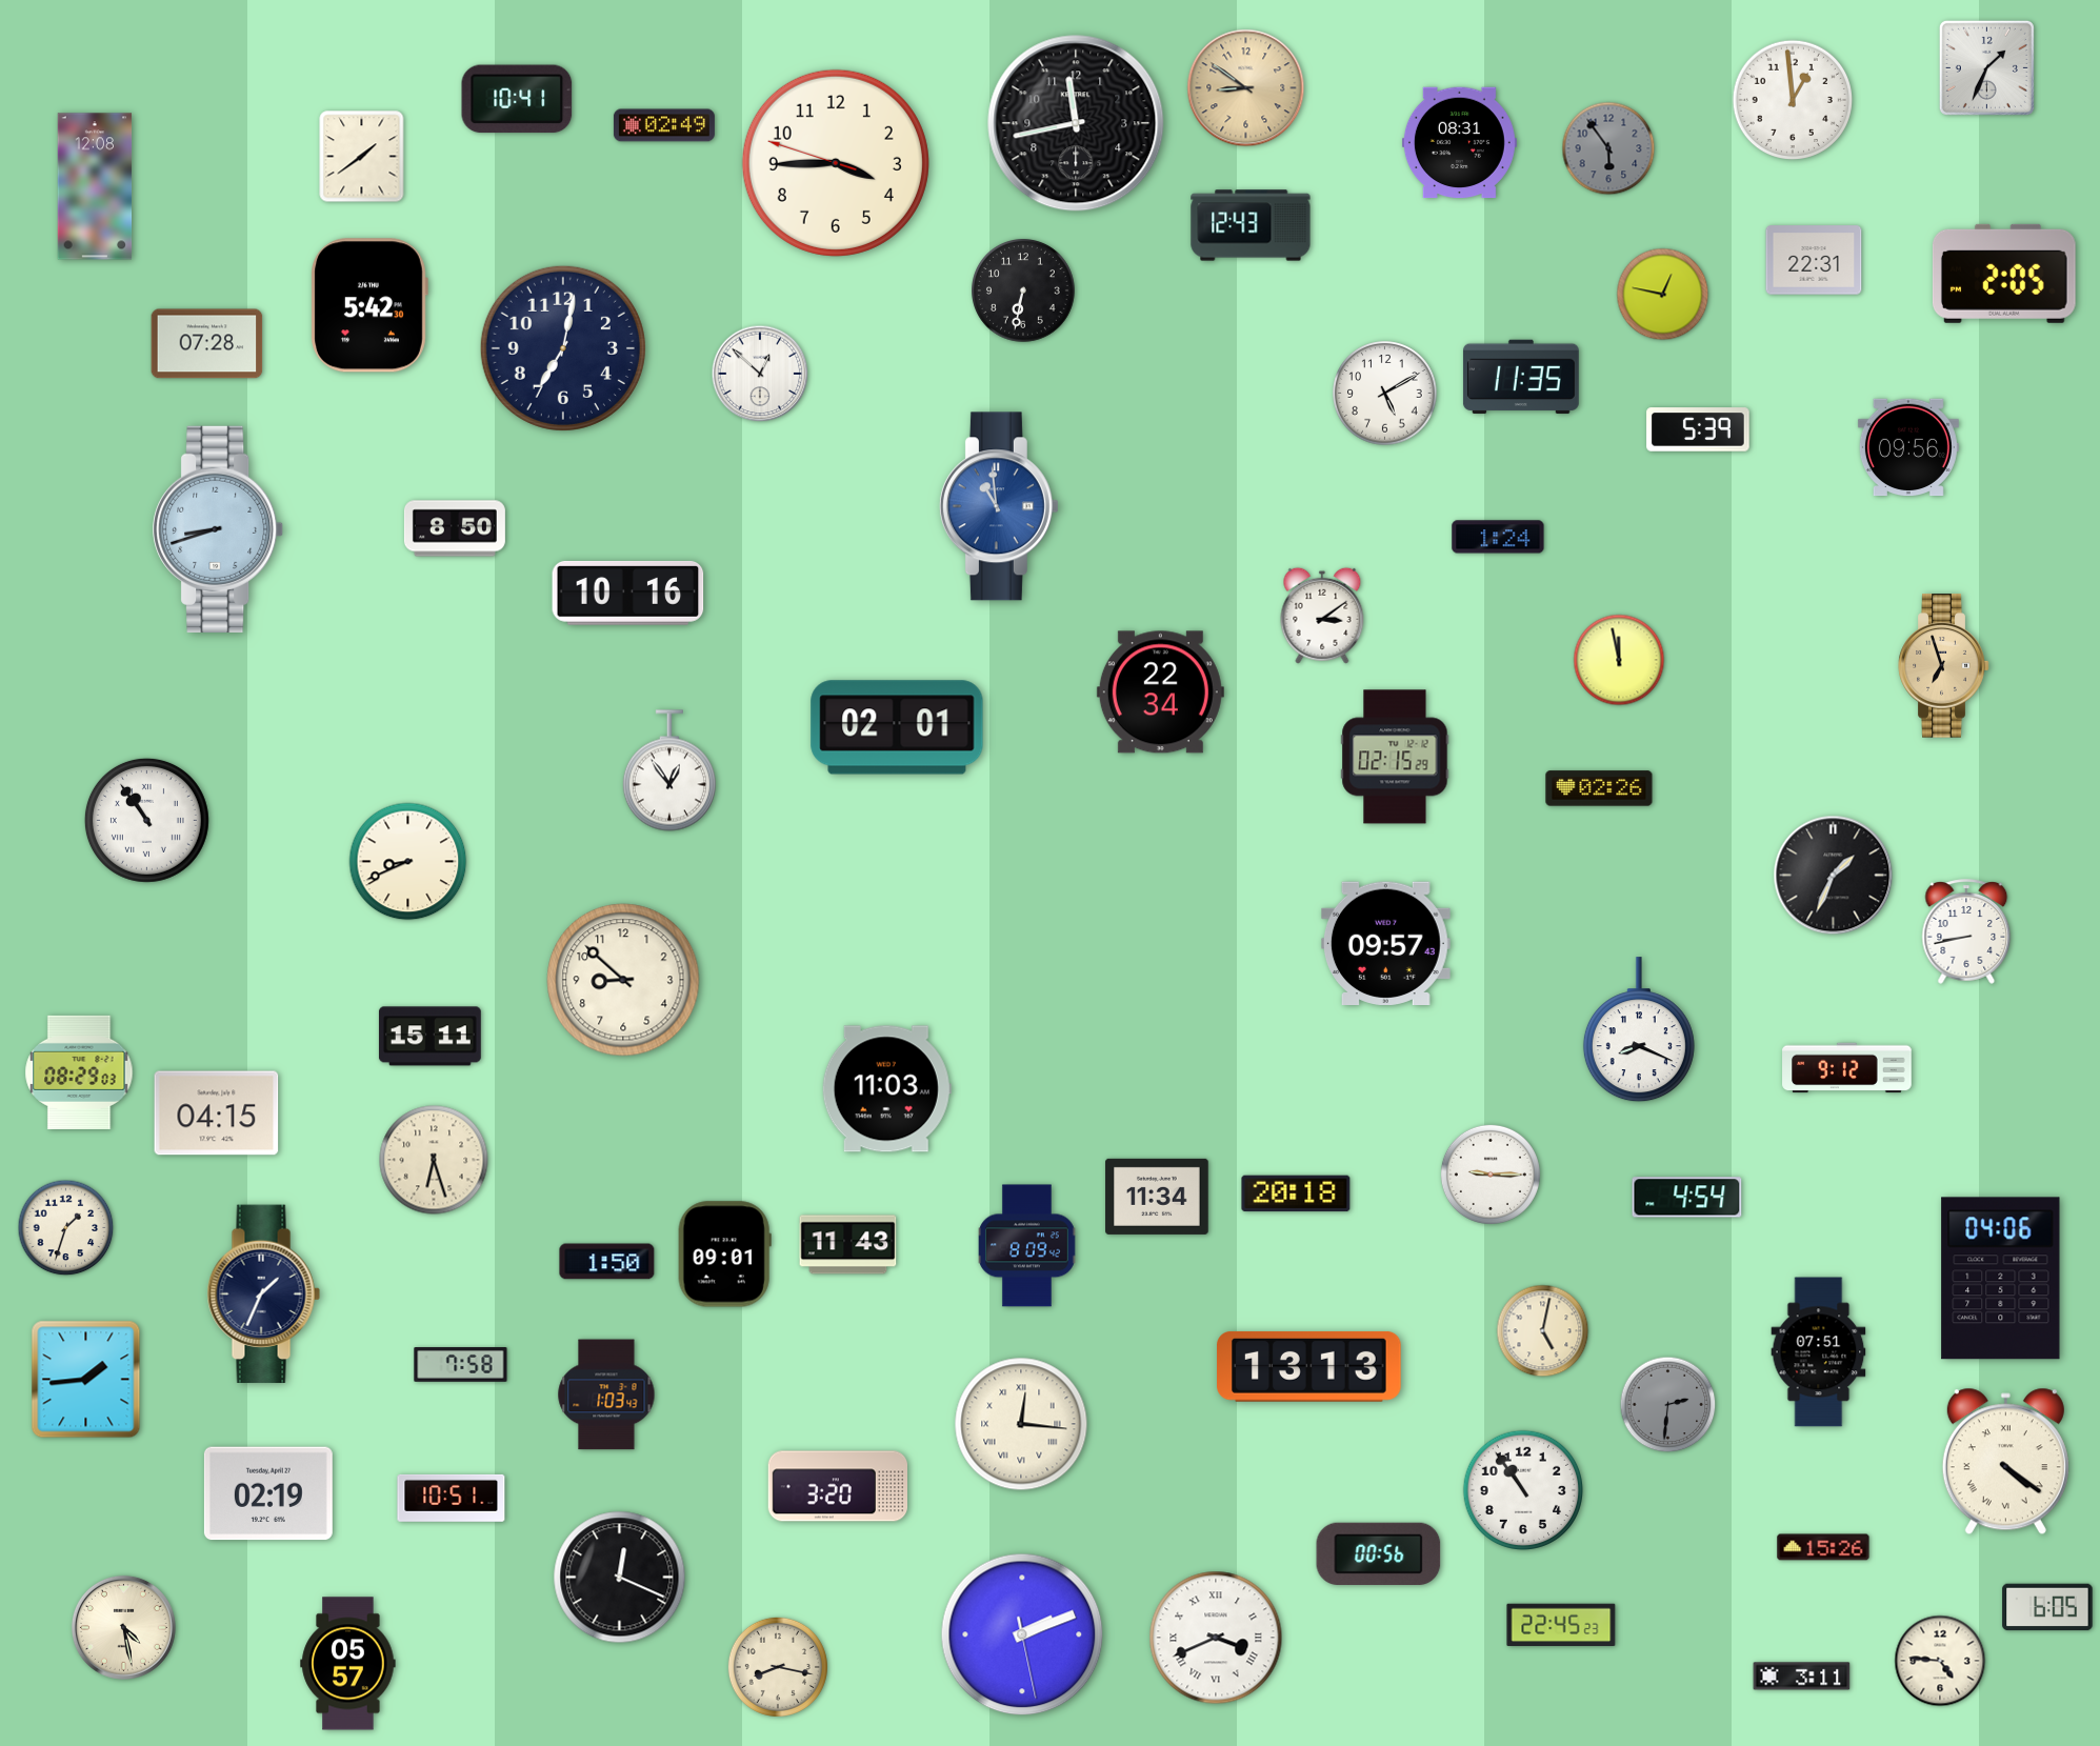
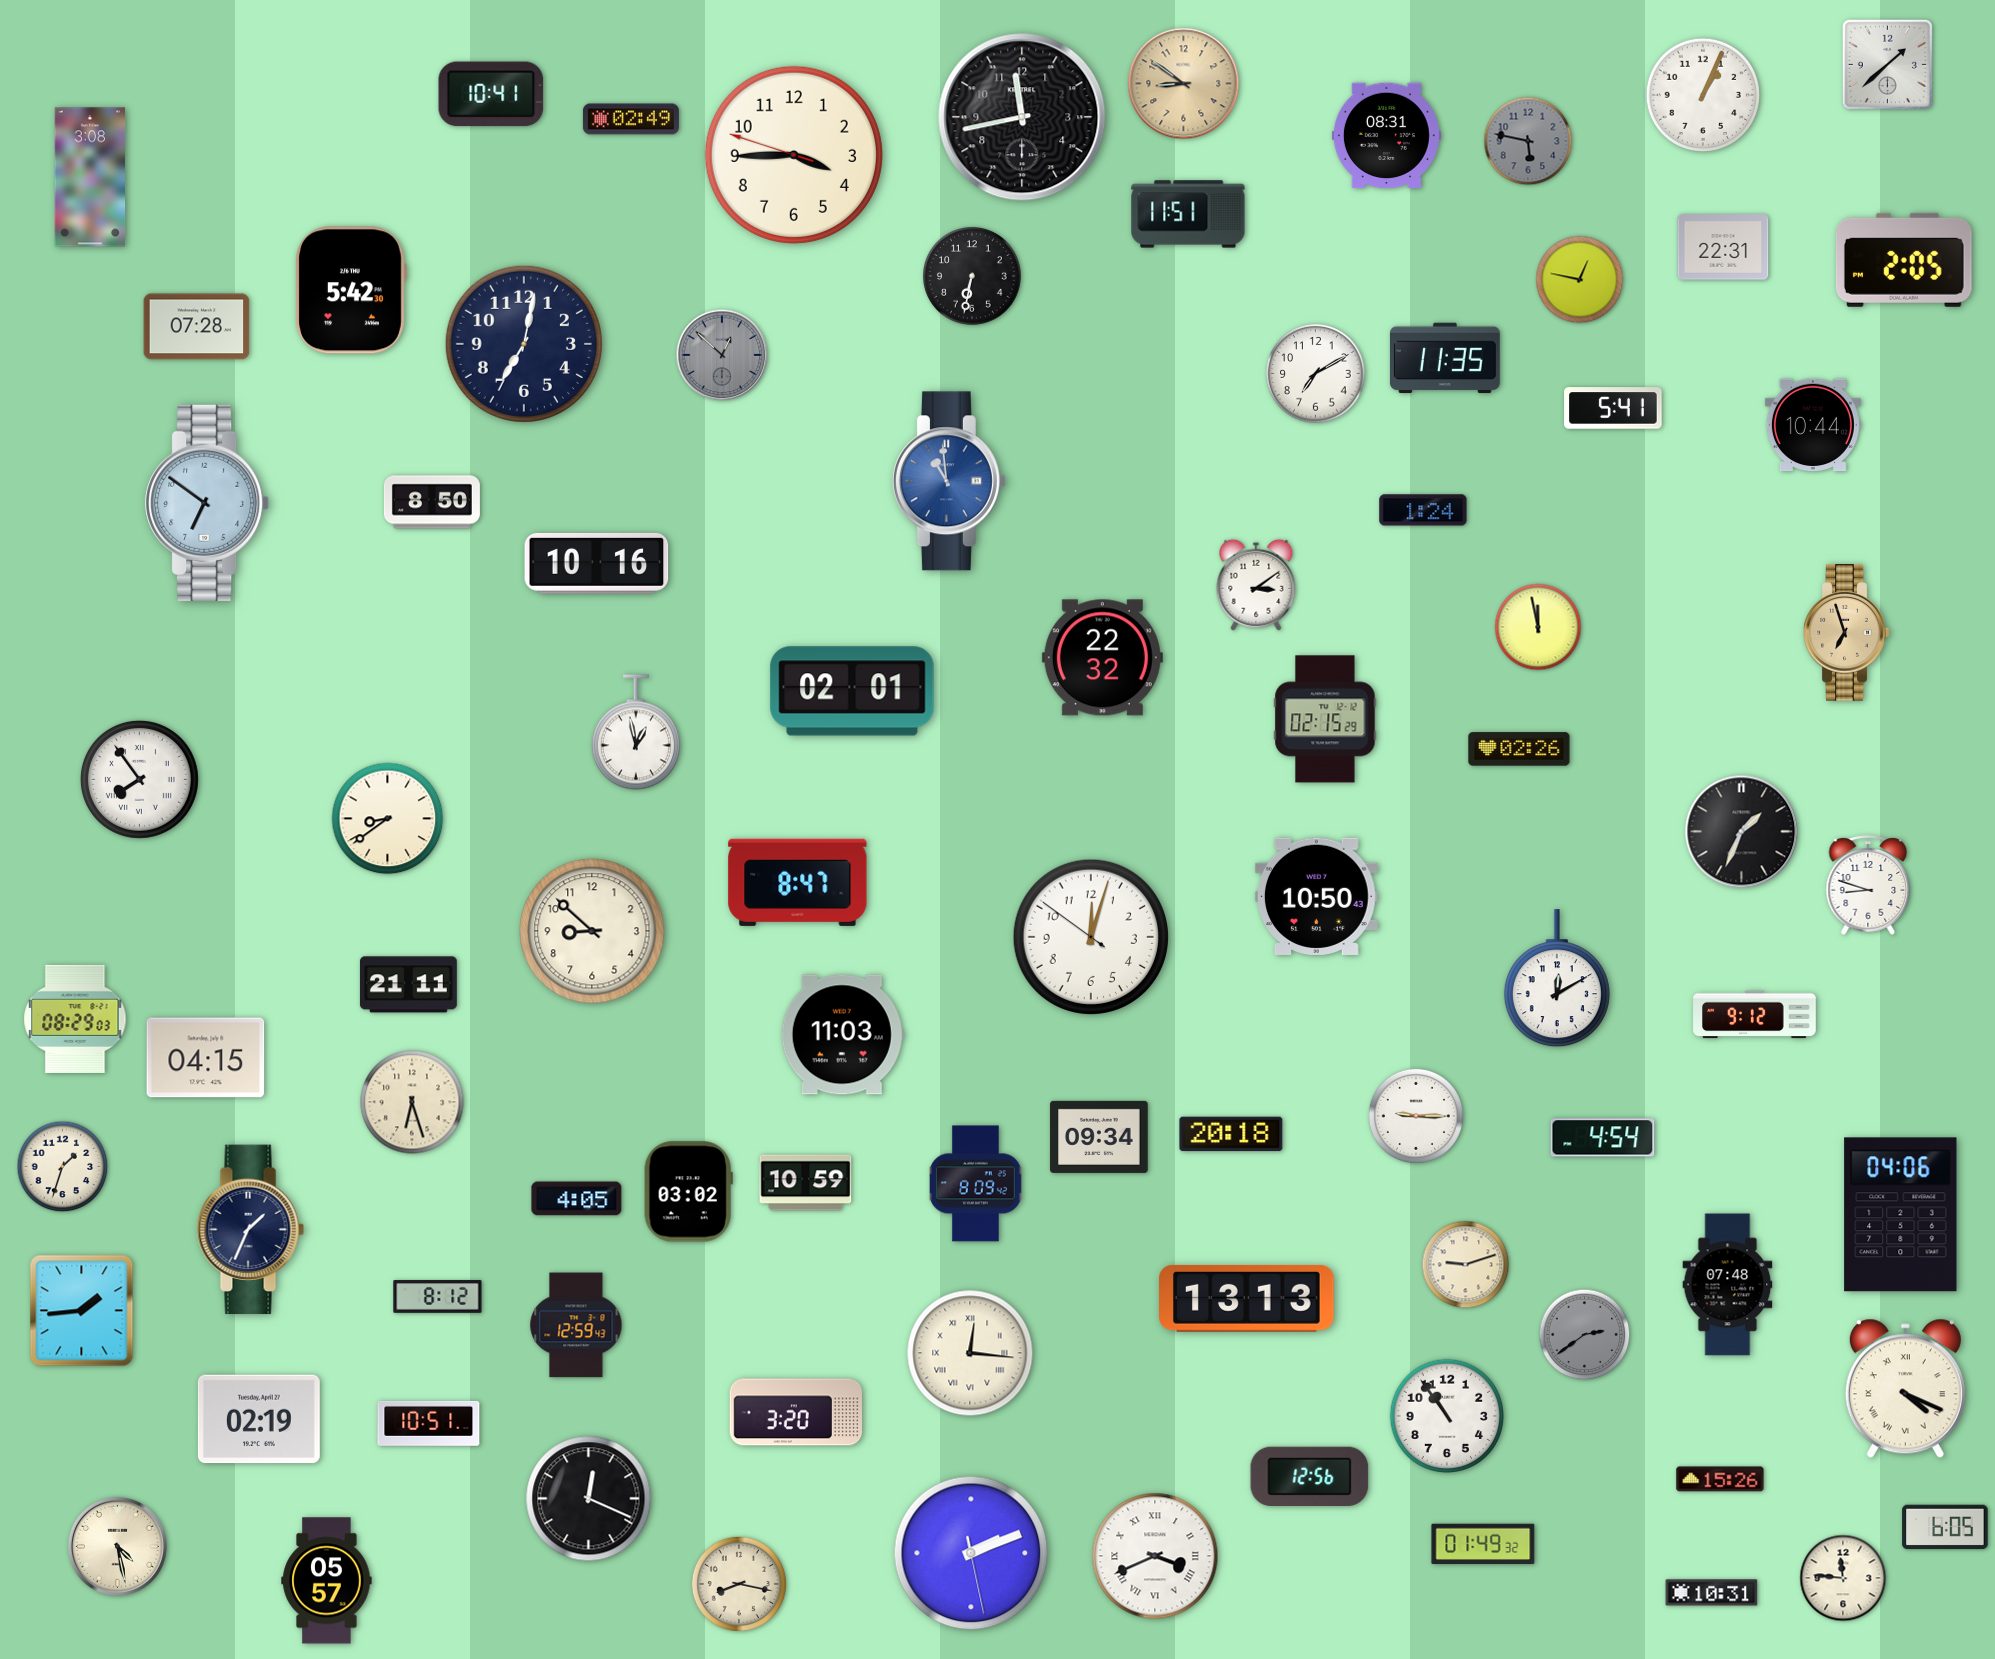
clock at (1986, 67): 1:34 -> 1:38
clock at (1793, 100): 12:59 -> 1:04
clock at (1608, 148): 5:54 -> 5:47
clock at (362, 157): 1:39 -> none
clock at (95, 186): 12:08 -> 3:08
clock at (1251, 225): 12:43 -> 11:51
clock at (563, 348) position: (563, 348) -> (524, 344)
clock at (760, 374) dial: white -> grey
clock at (1385, 394): 5:10 -> 7:10
clock at (1698, 429): 5:39 -> 5:41
clock at (1908, 447): 09:56 -> 10:44
clock at (219, 529): 8:42 -> 6:51
clock at (1160, 693): 22:34 -> 22:32
clock at (669, 770): 12:54 -> 12:58
clock at (146, 820): 10:54 -> 7:54
clock at (408, 862): 8:41 -> 8:39
clock at (798, 882): none -> 8:47
clock at (1966, 931): 8:43 -> 8:48
clock at (1385, 943): 09:57 -> 10:50
clock at (1090, 936): none -> 12:02
clock at (1639, 1030): 8:19 -> 12:10
clock at (429, 1037): 15:11 -> 21:11
clock at (1157, 1197): 11:34 -> 09:34
clock at (848, 1245): 11:43 -> 10:59
clock at (724, 1255): 09:01 -> 03:02
clock at (607, 1262): 1:50 -> 4:05
clock at (1543, 1331): 5:02 -> 9:12
clock at (1819, 1352): 07:51 -> 07:48
clock at (461, 1365): 7:58 -> 8:12
clock at (1309, 1366) position: (1309, 1366) -> (1247, 1298)
clock at (606, 1394): 1:03 -> 12:59
clock at (1668, 1405): 2:31 -> 2:39
clock at (2005, 1462): 4:21 -> 4:19
clock at (268, 1493) position: (268, 1493) -> (259, 1419)
clock at (1823, 1547) position: (1823, 1547) -> (1720, 1479)
clock at (1379, 1553): 00:56 -> 12:56
clock at (1561, 1625): 22:45 -> 01:49
clock at (1940, 1661): 4:46 -> 11:46
clock at (348, 1664) position: (348, 1664) -> (327, 1581)
clock at (1802, 1677): 3:11 -> 10:31
